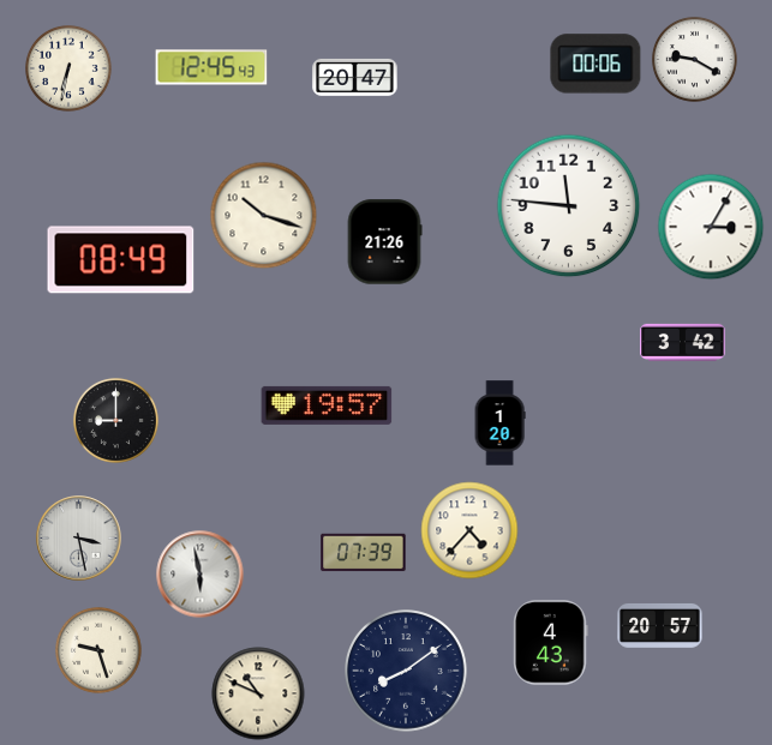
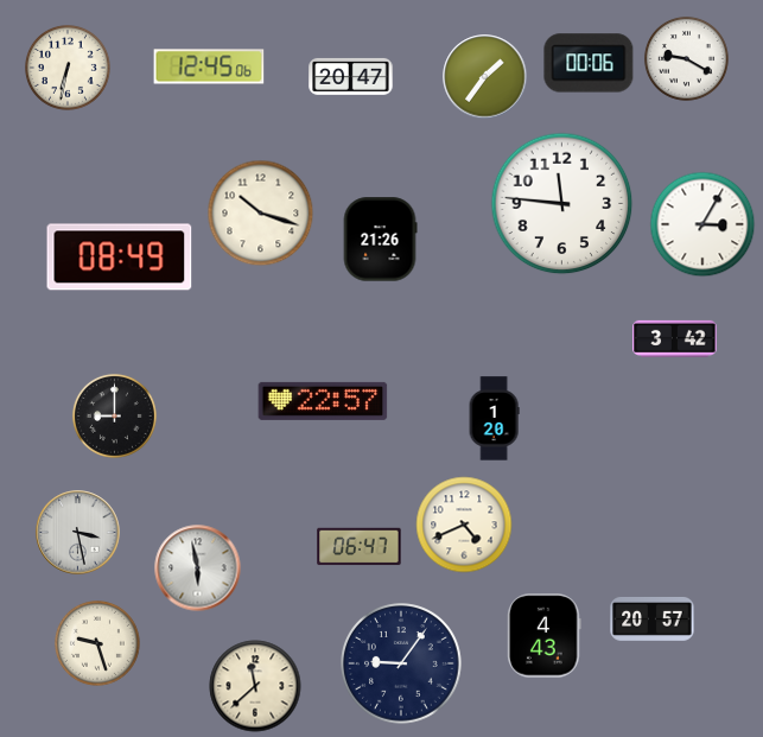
clock at (211, 67): 12:45:43 -> 12:45:06
clock at (485, 77): none -> 1:36
clock at (327, 405): 19:57 -> 22:57
clock at (469, 530): 4:37 -> 4:41
clock at (364, 553): 07:39 -> 06:47
clock at (406, 671): 8:09 -> 9:06
clock at (258, 693): 10:49 -> 11:38
